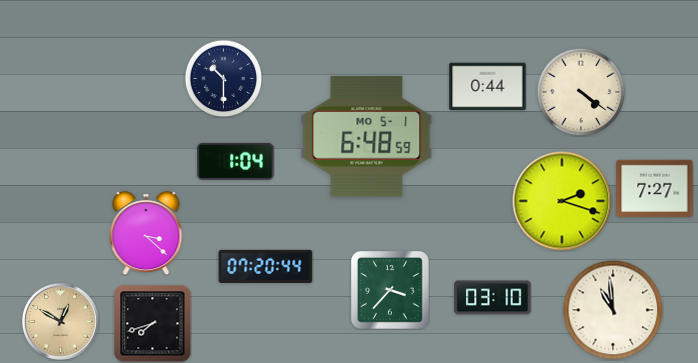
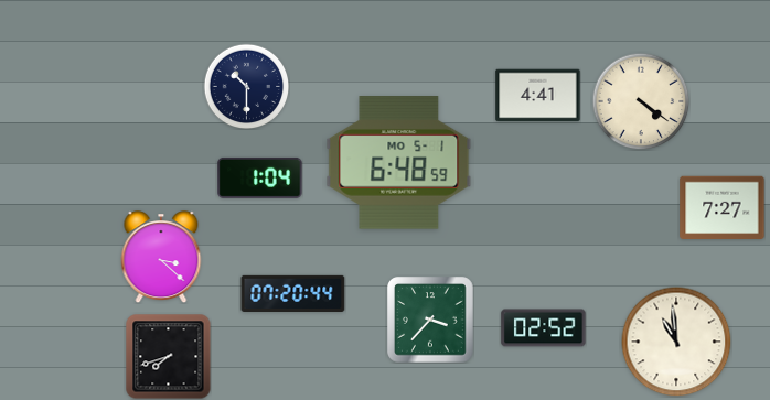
clock at (488, 87): 0:44 -> 4:41
clock at (367, 137) position: (367, 137) -> (399, 163)
clock at (562, 201): 2:18 -> none
clock at (493, 298): 03:10 -> 02:52
clock at (60, 321): 12:50 -> none
